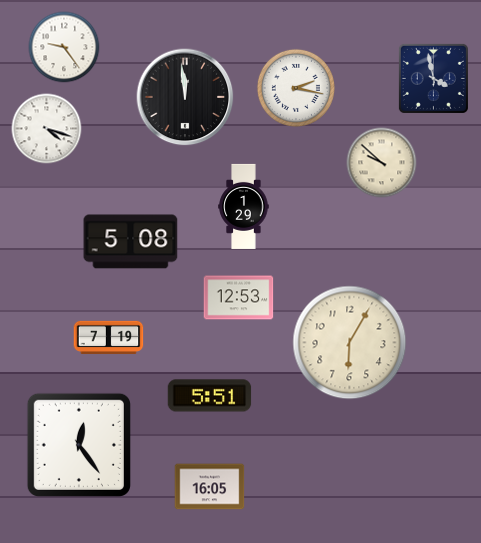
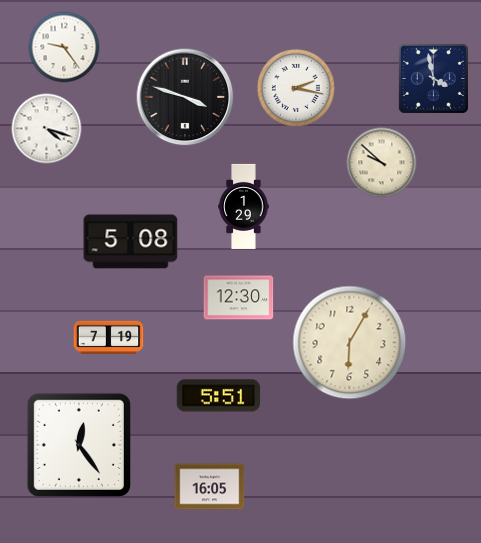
clock at (185, 97): 11:59 -> 3:48
clock at (239, 298): 12:53 -> 12:30
clock at (210, 396) position: (210, 396) -> (219, 396)
